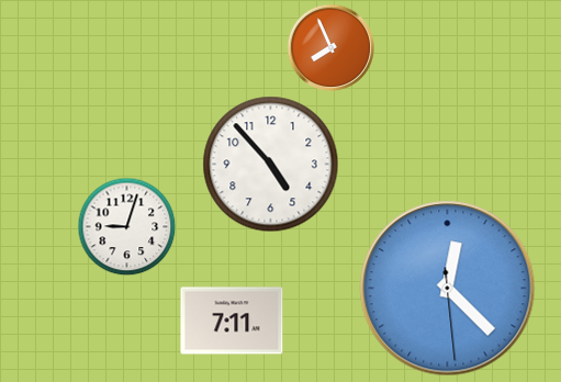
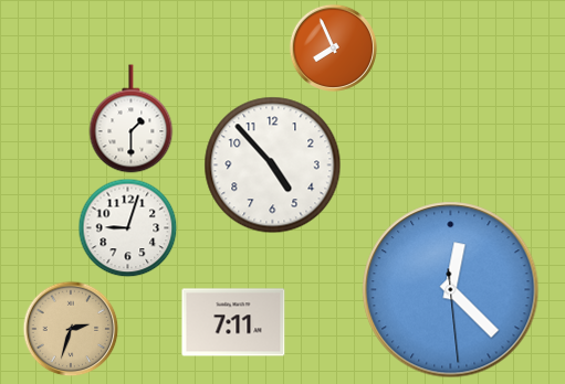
clock at (132, 119): none -> 1:30
clock at (71, 329): none -> 2:33
